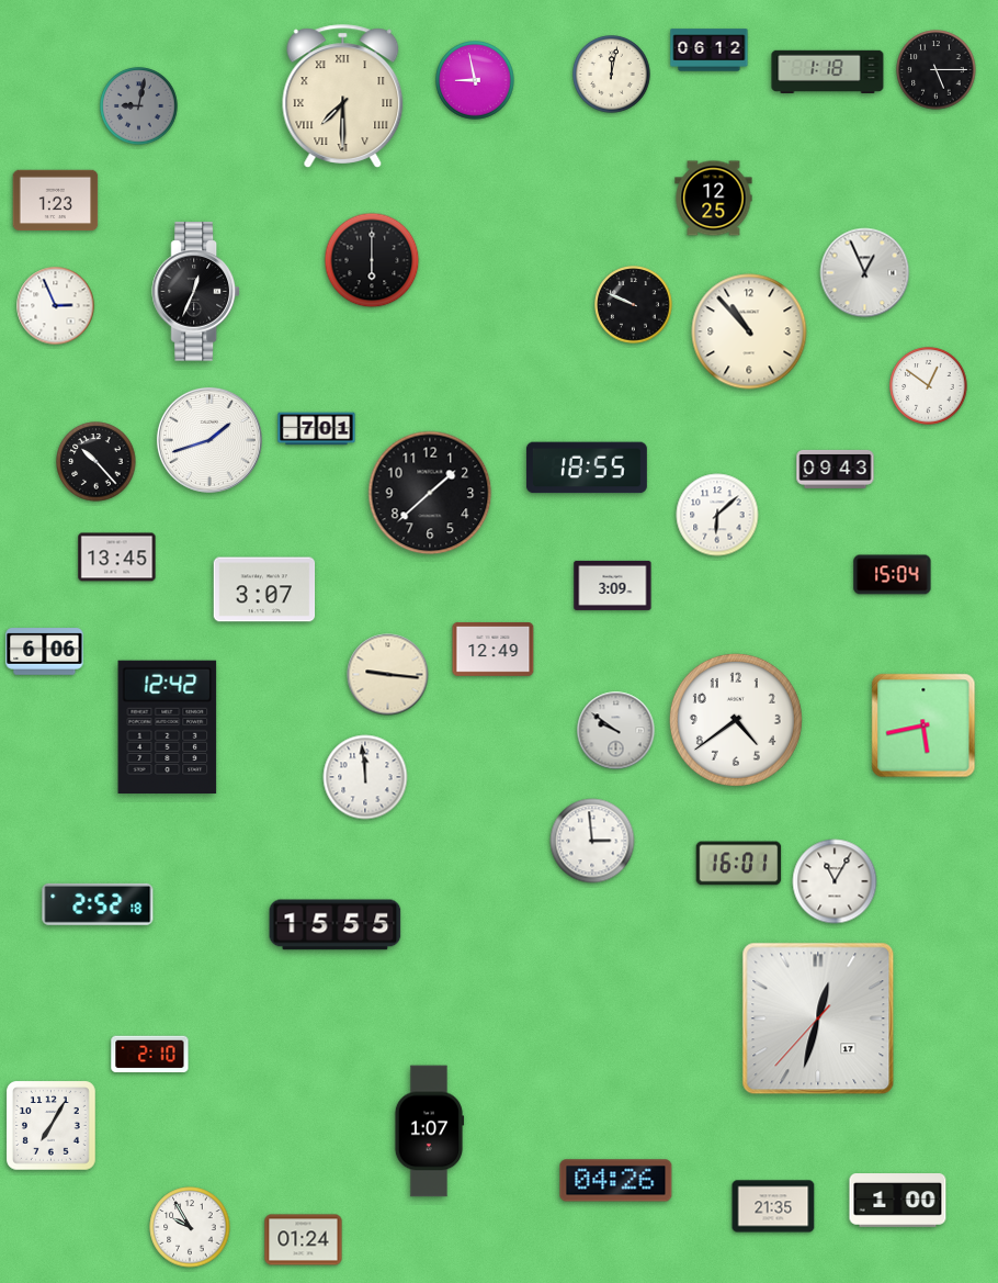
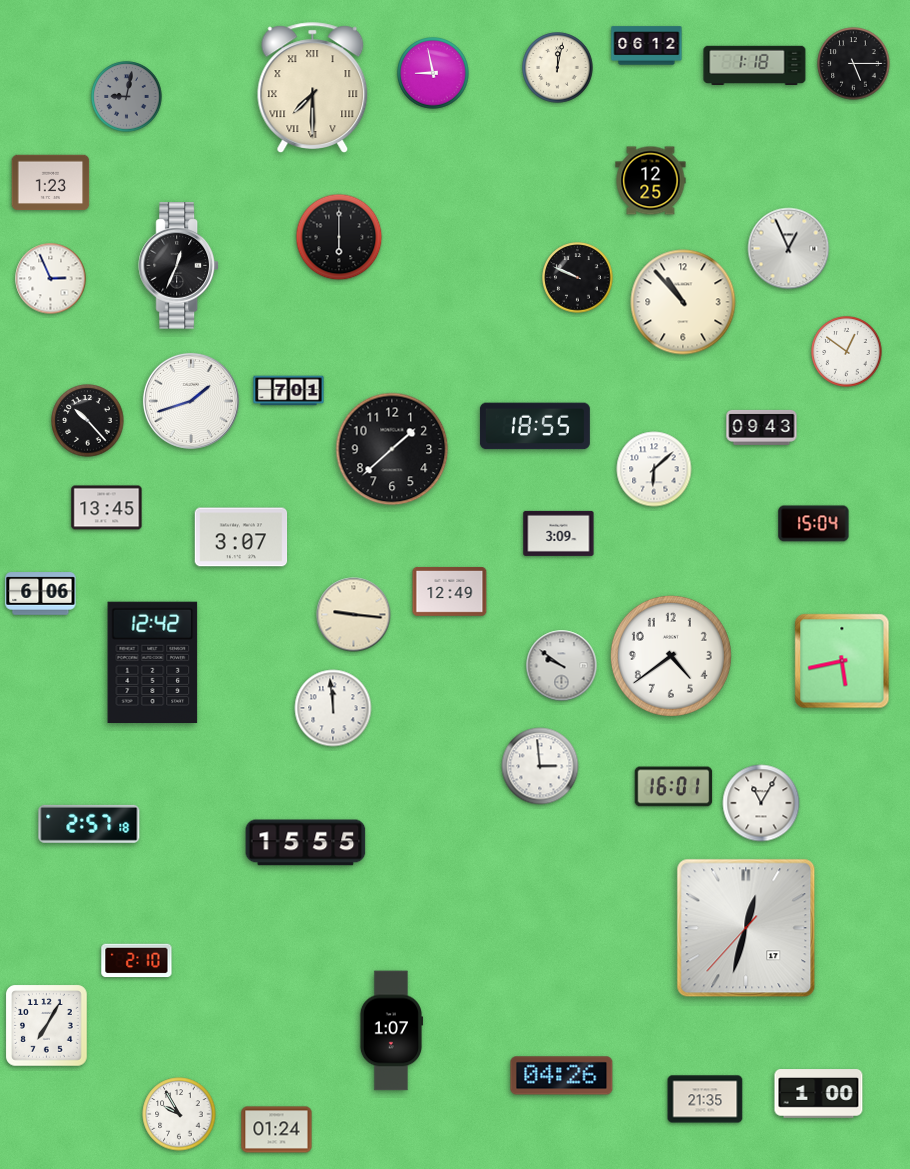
clock at (98, 904): 2:52 -> 2:57
clock at (190, 1227) position: (190, 1227) -> (179, 1114)
